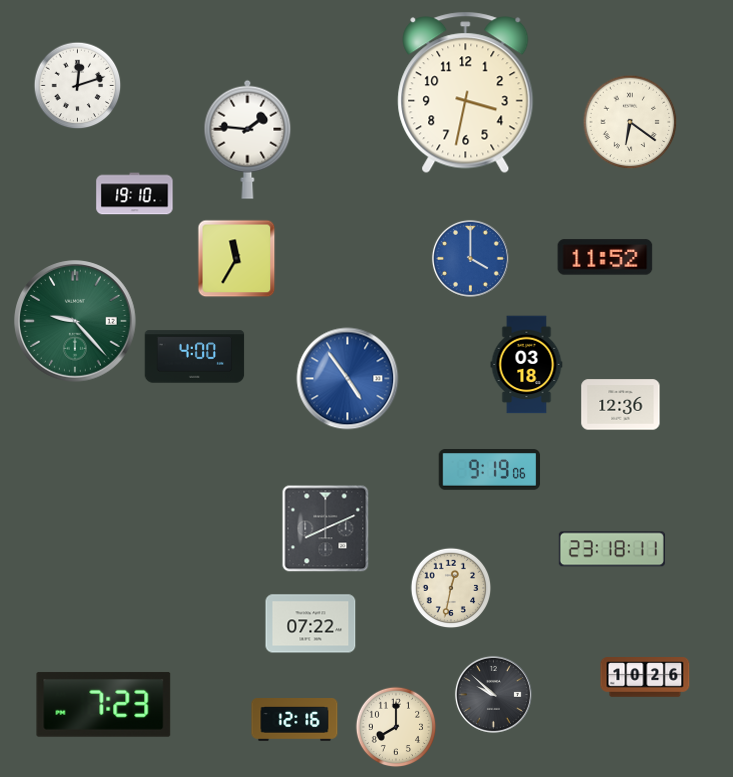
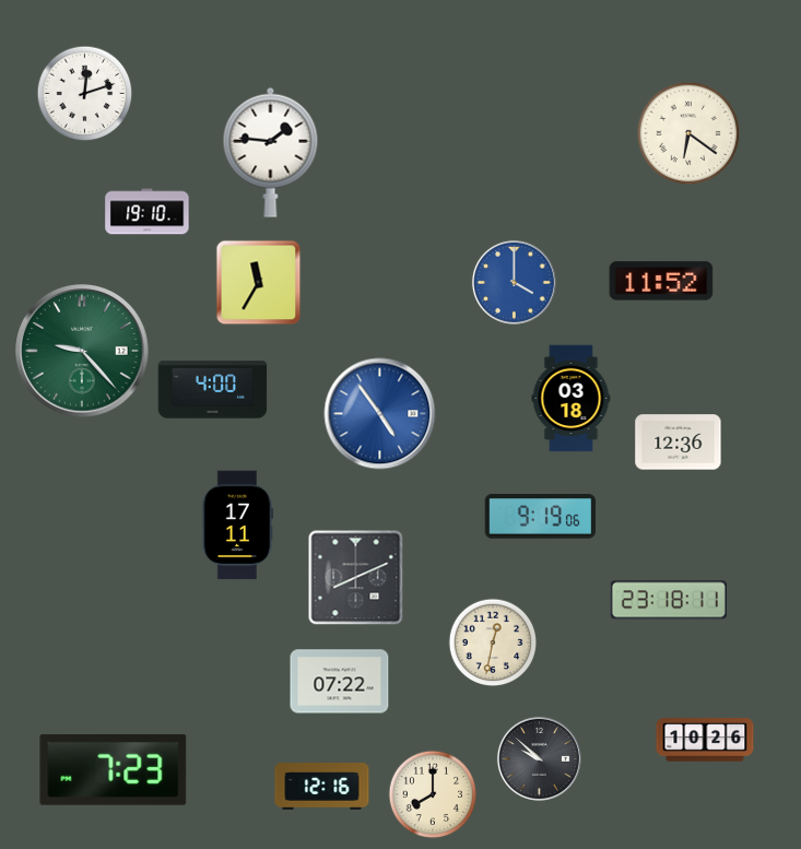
clock at (466, 93): 3:32 -> none
clock at (527, 365) position: (527, 365) -> (572, 399)
clock at (490, 470) position: (490, 470) -> (541, 517)
clock at (238, 526): none -> 17:11
